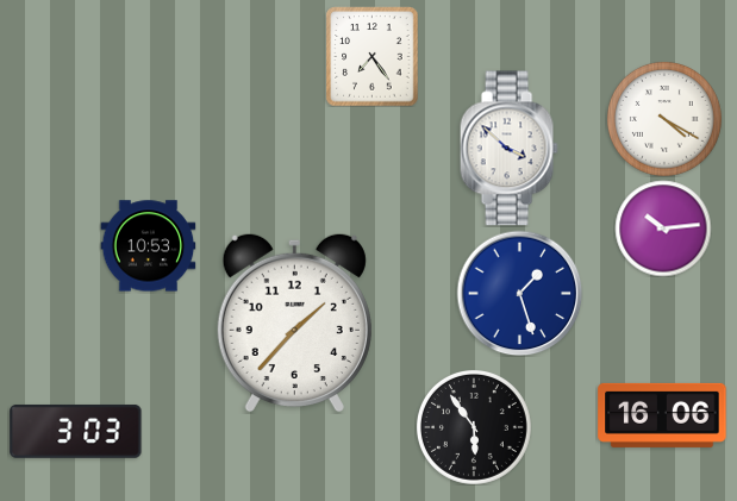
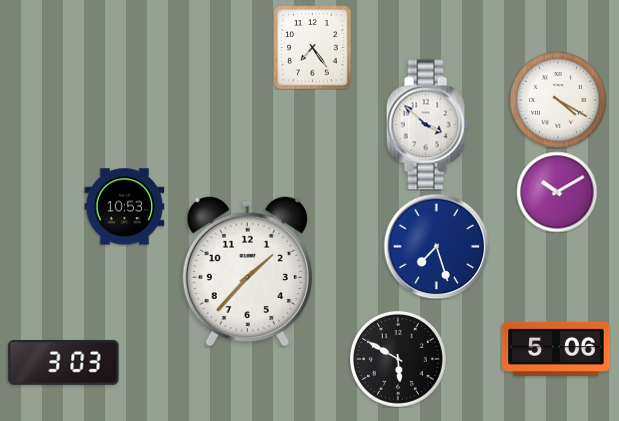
clock at (663, 228): 10:14 -> 10:10
clock at (519, 293): 1:27 -> 7:27
clock at (662, 415): 16:06 -> 5:06
clock at (474, 427): 5:54 -> 5:50
